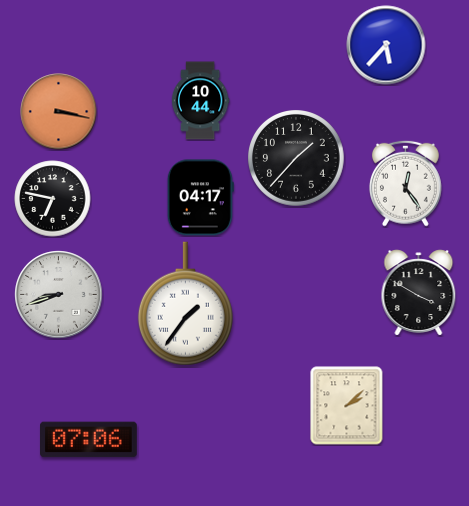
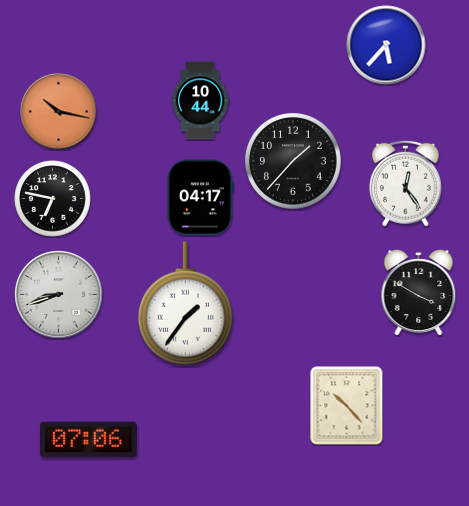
clock at (59, 112): 3:17 -> 10:17
clock at (297, 159) position: (297, 159) -> (294, 162)
clock at (347, 406): 2:08 -> 10:23
